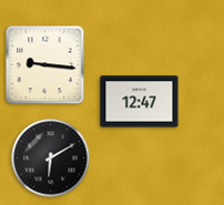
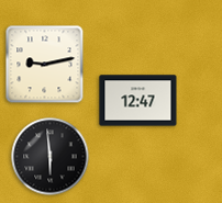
clock at (45, 65): 9:16 -> 9:13
clock at (51, 158): 6:10 -> 5:59
